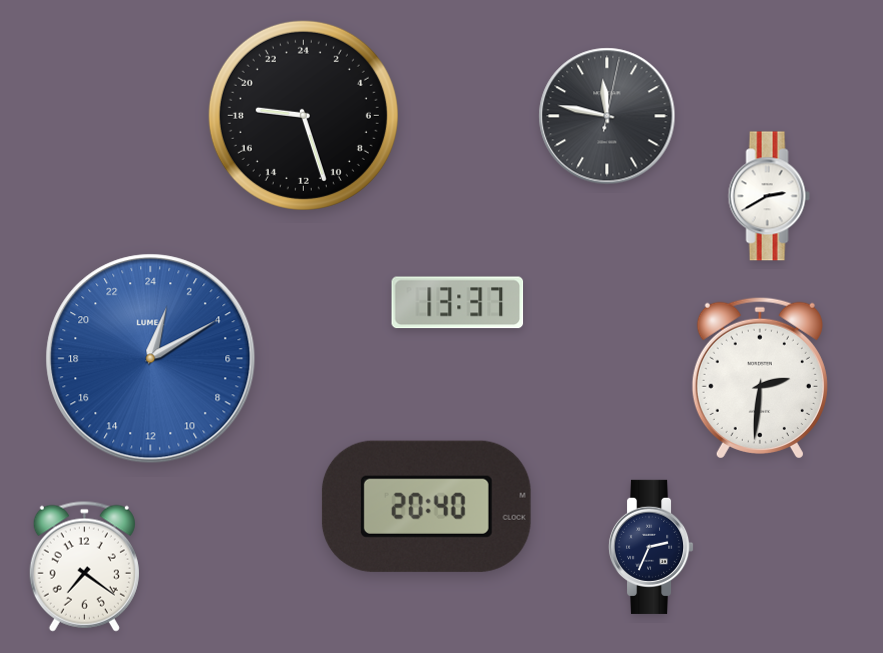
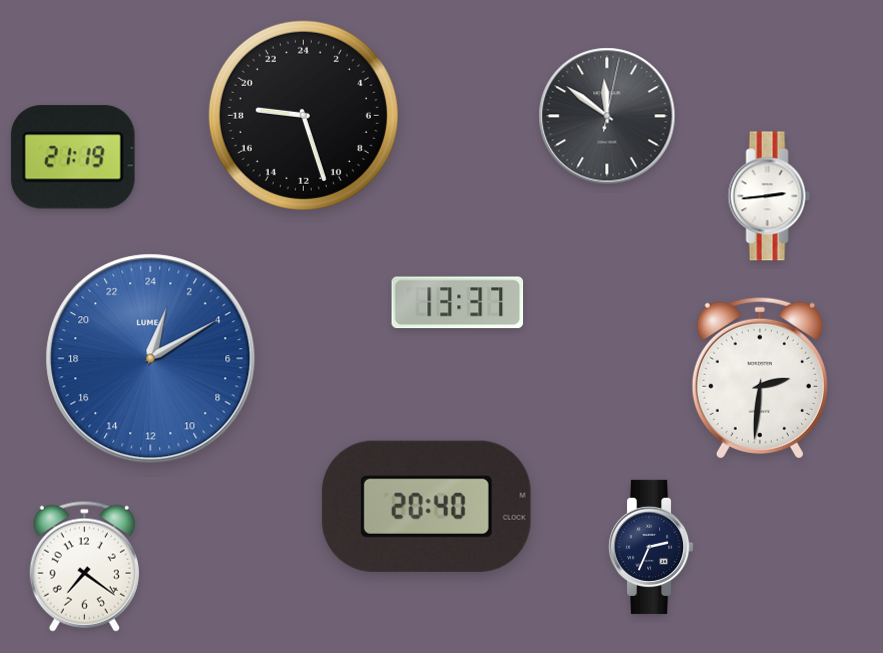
clock at (607, 116): 11:47 -> 11:51
clock at (73, 157): none -> 21:19
clock at (769, 196): 2:40 -> 2:44
